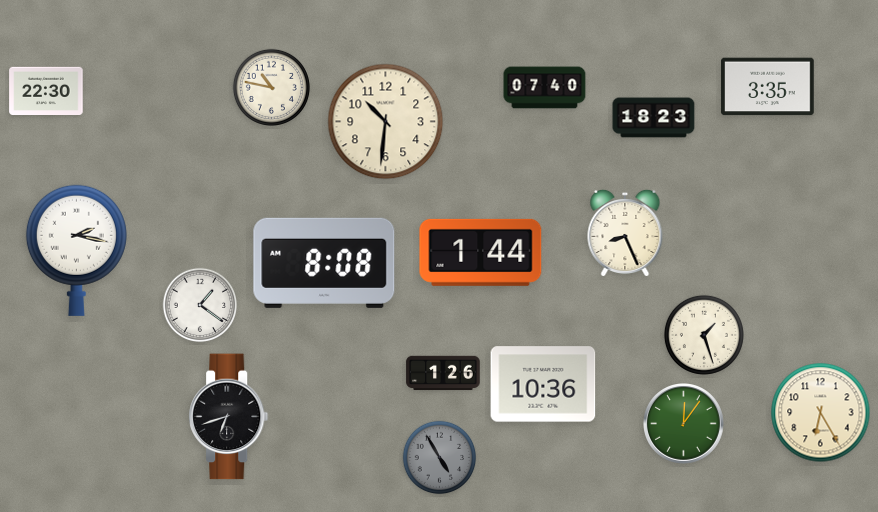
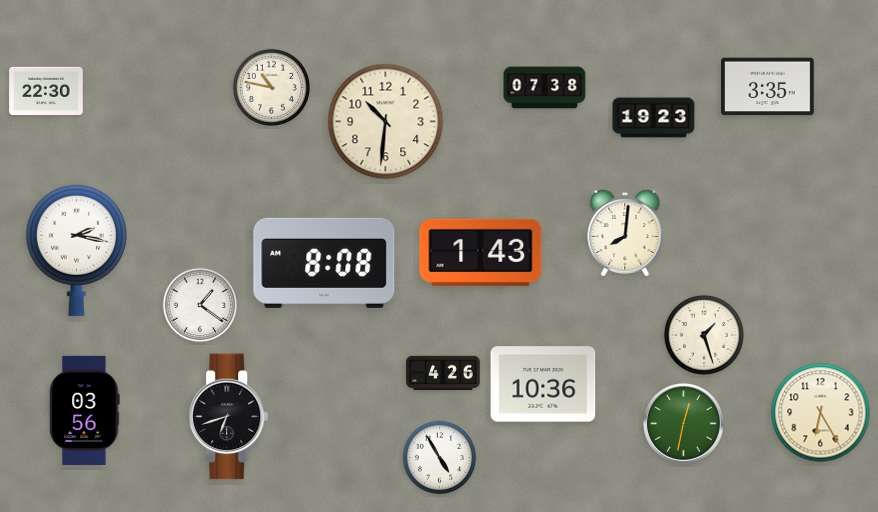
clock at (545, 88): 07:40 -> 07:38
clock at (654, 118): 18:23 -> 19:23
clock at (625, 232): 8:26 -> 8:01
clock at (481, 252): 1:44 -> 1:43
clock at (443, 373): 1:26 -> 4:26
clock at (85, 410): none -> 03:56
clock at (684, 424): 12:06 -> 12:32
clock at (440, 458) dial: grey -> white
